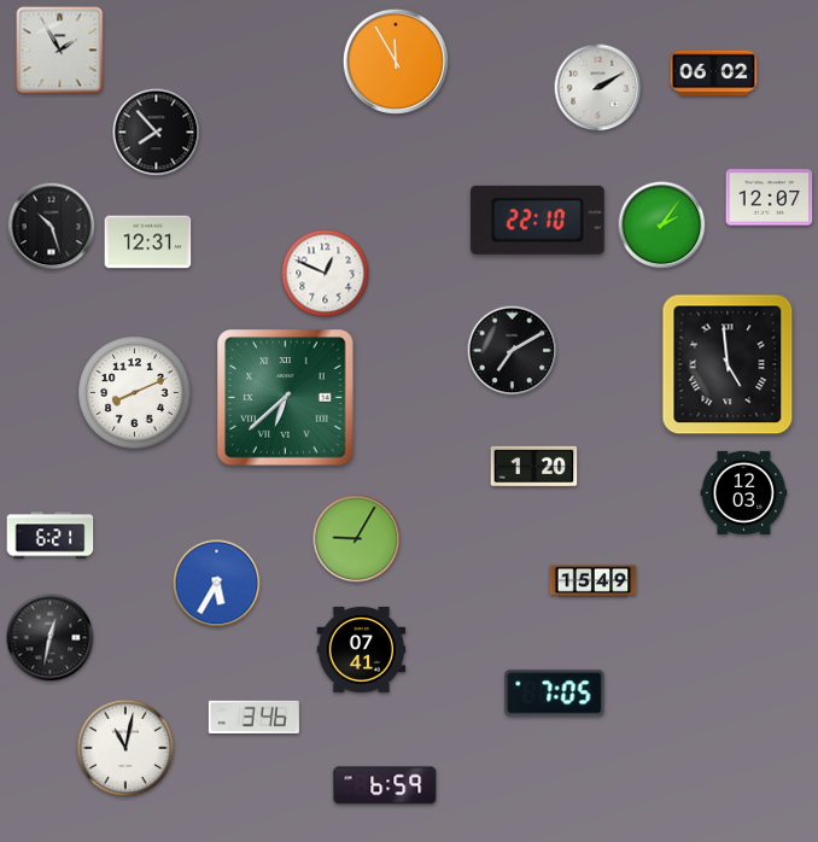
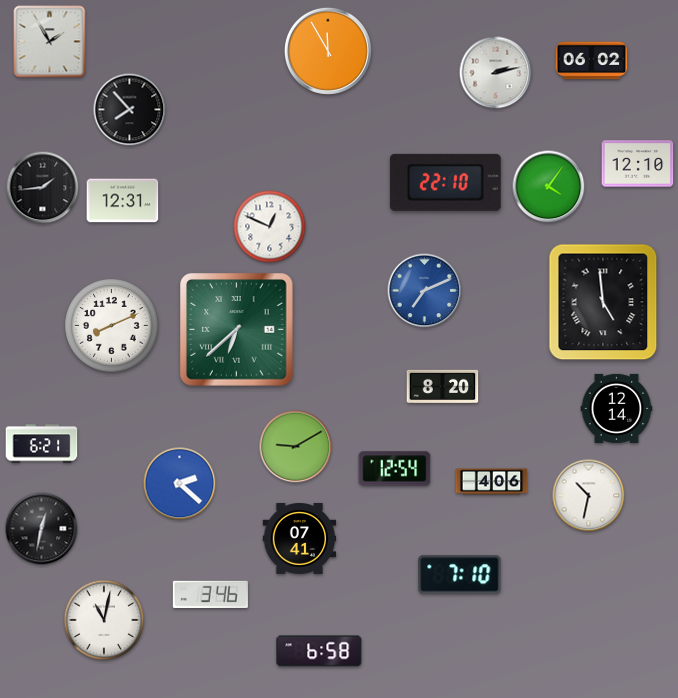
clock at (598, 88): 2:10 -> 2:13
clock at (770, 198): 12:07 -> 12:10
clock at (662, 226): 2:06 -> 4:06
clock at (52, 227): 10:27 -> 1:44
clock at (513, 351): 7:10 -> 7:11
clock at (513, 351) dial: black -> blue
clock at (534, 466): 1:20 -> 8:20
clock at (744, 492): 12:03 -> 12:14
clock at (357, 539): 9:05 -> 9:10
clock at (395, 469): none -> 12:54
clock at (594, 581): 15:49 -> 4:06
clock at (217, 584): 5:35 -> 2:22
clock at (589, 496): none -> 10:32
clock at (555, 694): 7:05 -> 7:10
clock at (385, 785): 6:59 -> 6:58
